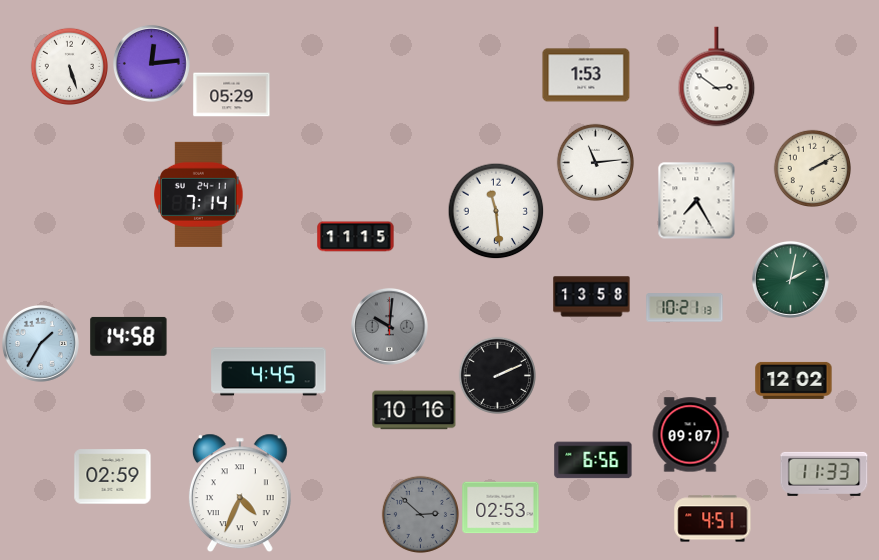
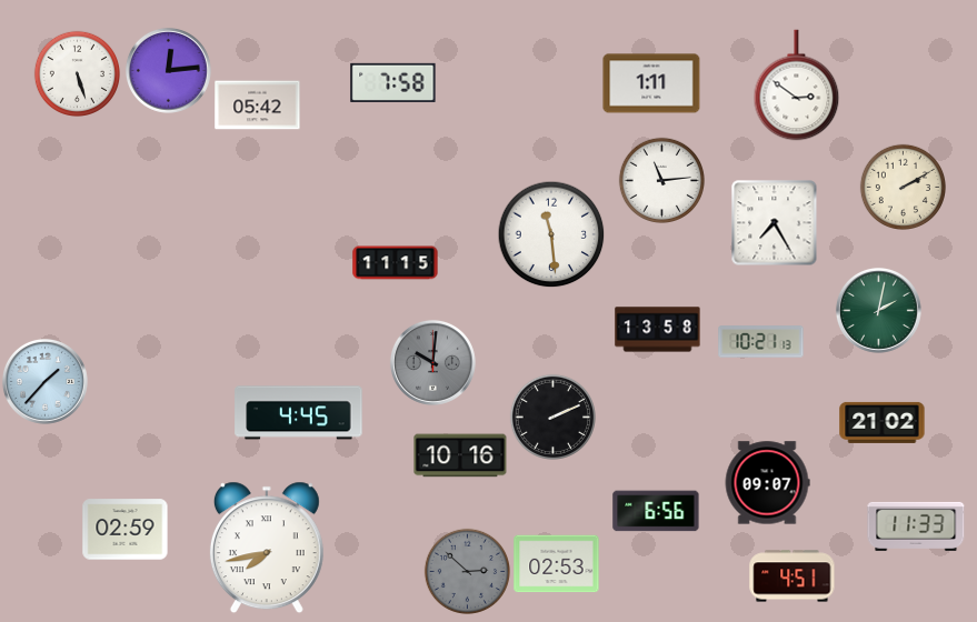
clock at (393, 82): none -> 7:58
clock at (586, 75): 1:53 -> 1:11
clock at (232, 95): 05:29 -> 05:42
clock at (199, 194): 7:14 -> none
clock at (129, 336): 14:58 -> none
clock at (40, 343): 1:35 -> 1:37
clock at (794, 380): 12:02 -> 21:02
clock at (593, 460) position: (593, 460) -> (656, 511)
clock at (240, 493): 4:34 -> 7:43
